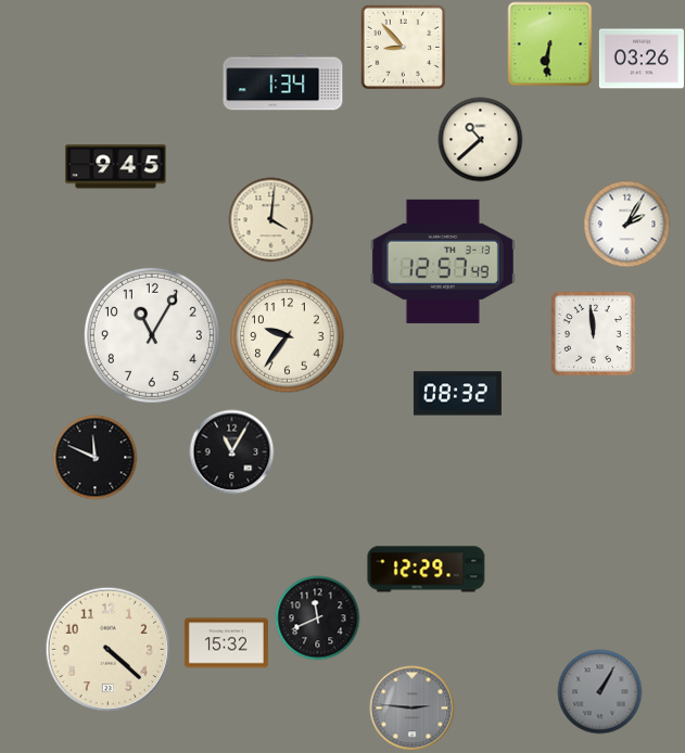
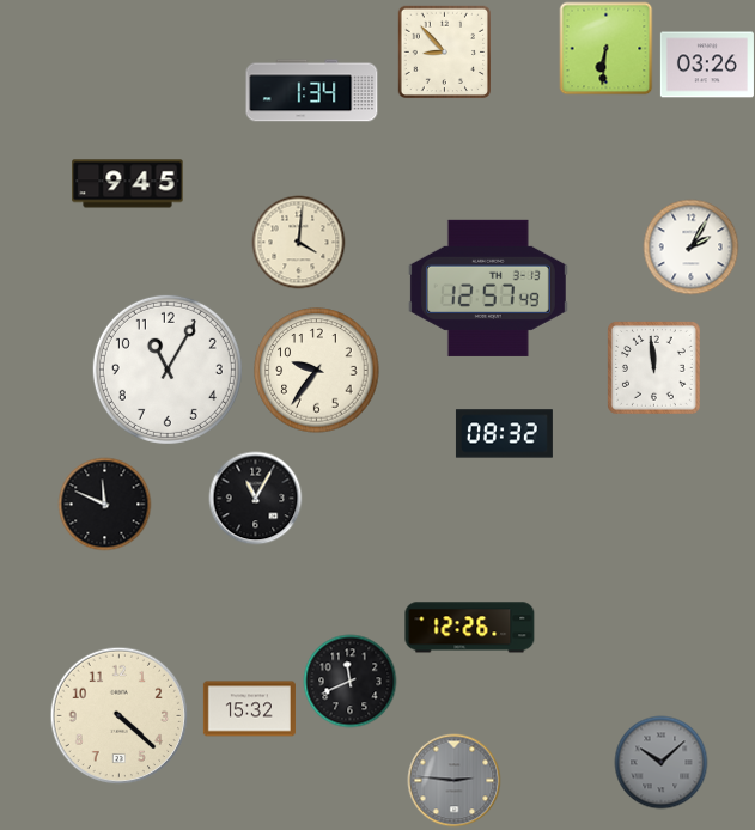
clock at (480, 139): 10:38 -> none
clock at (427, 570): 12:29 -> 12:26
clock at (599, 691): 1:05 -> 10:08
